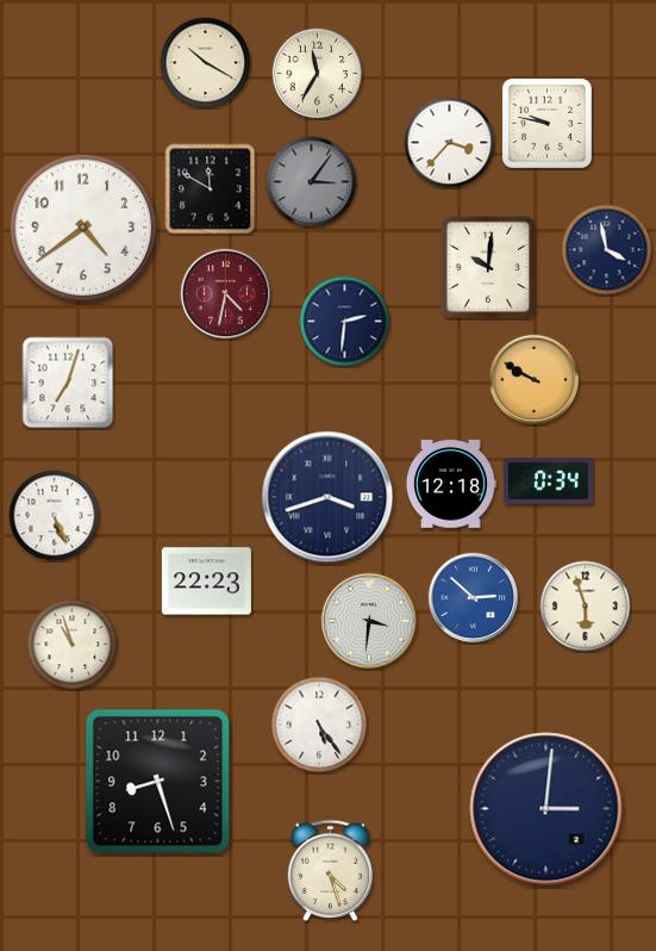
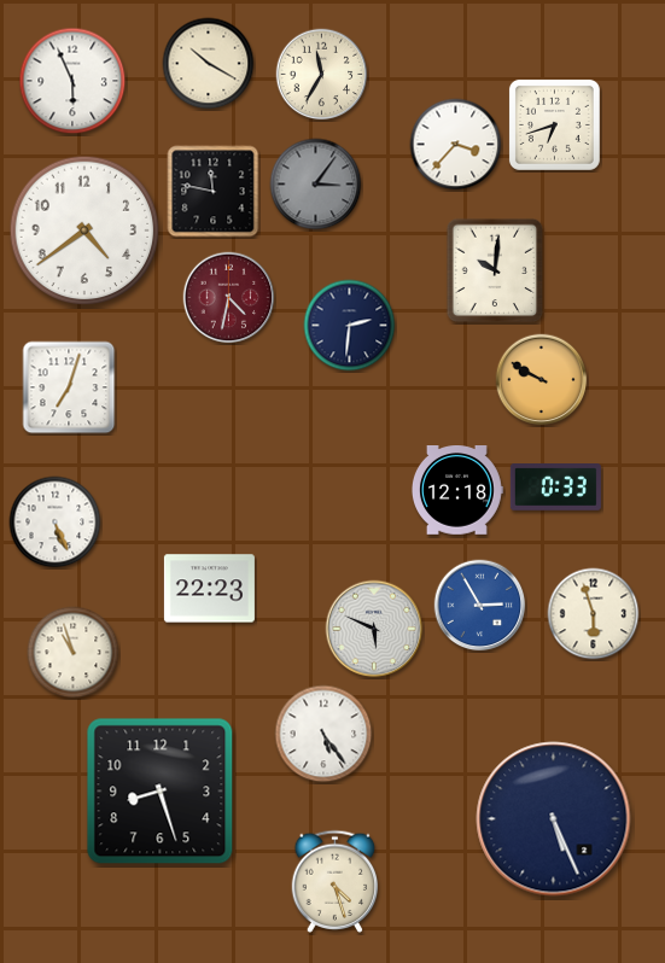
clock at (72, 81): none -> 5:56
clock at (546, 123): 9:47 -> 6:42
clock at (211, 189): 11:50 -> 11:47
clock at (607, 250): 3:58 -> none
clock at (535, 380) position: (535, 380) -> (542, 380)
clock at (548, 481): 0:34 -> 0:33
clock at (327, 497): 3:42 -> none
clock at (474, 598): 2:52 -> 2:55
clock at (369, 621): 3:31 -> 5:49
clock at (546, 809): 3:01 -> 5:26
